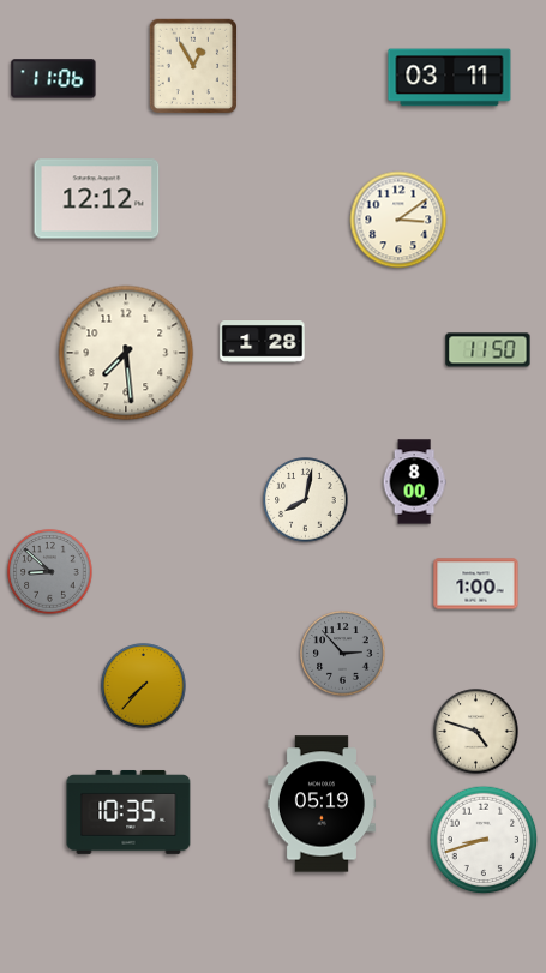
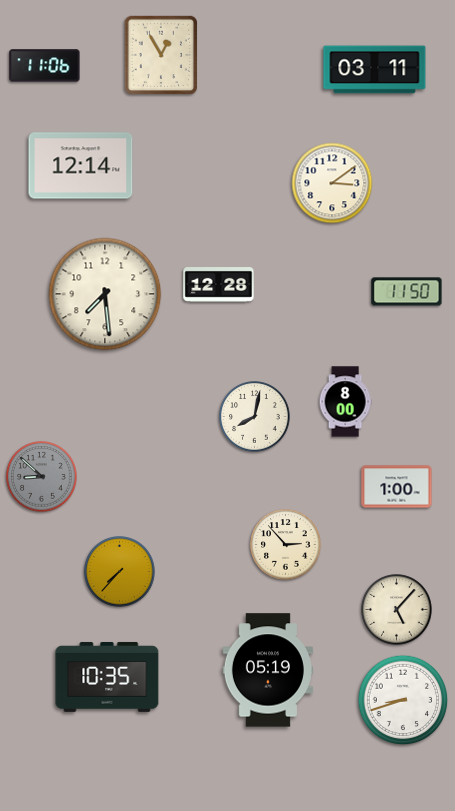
clock at (450, 78) position: (450, 78) -> (375, 70)
clock at (97, 199): 12:12 -> 12:14
clock at (263, 342): 1:28 -> 12:28
clock at (343, 654) dial: grey -> cream
clock at (476, 732): 4:48 -> 5:07
